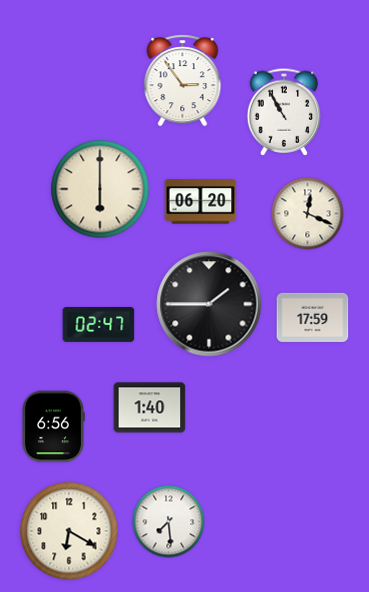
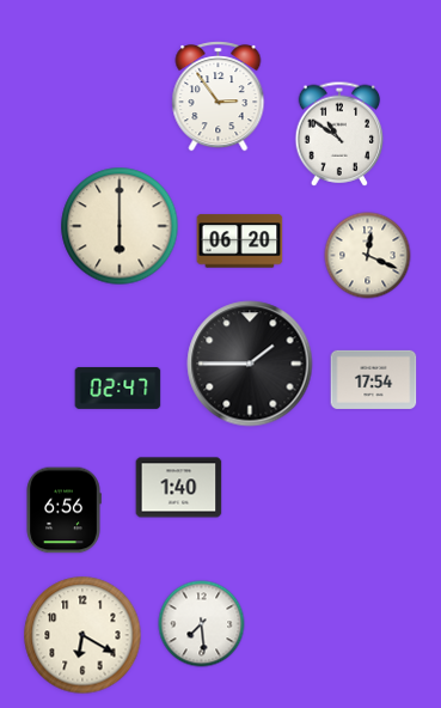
clock at (284, 112): 10:55 -> 10:51
clock at (313, 317): 17:59 -> 17:54
